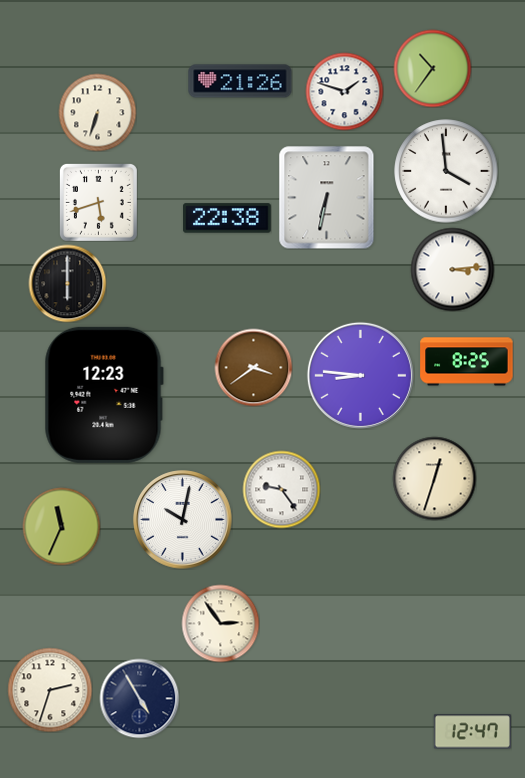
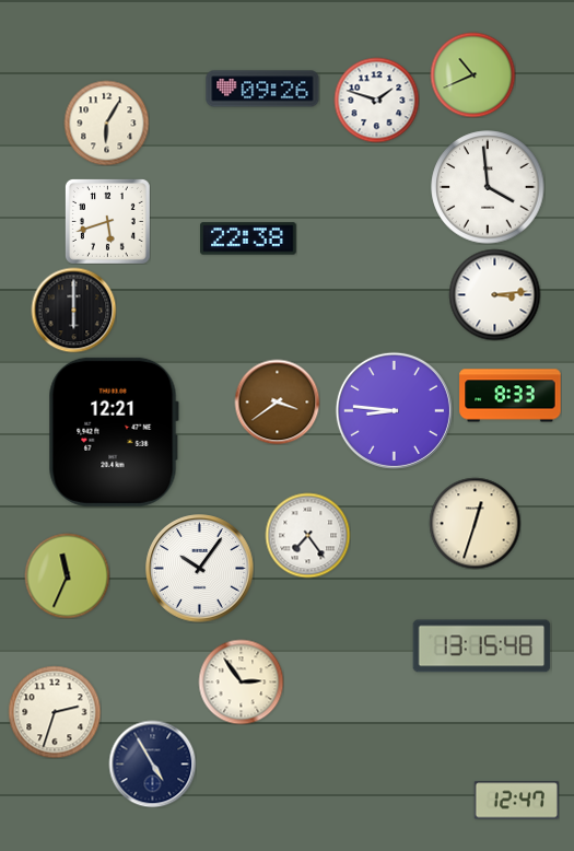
clock at (432, 68): 10:36 -> 10:41
clock at (240, 81): 21:26 -> 09:26
clock at (97, 112): 6:33 -> 6:05
clock at (327, 198): 6:32 -> none
clock at (467, 362): 8:25 -> 8:33
clock at (104, 395): 12:23 -> 12:21
clock at (281, 489): 9:24 -> 7:24
clock at (183, 520): 10:02 -> 10:06
clock at (482, 646): none -> 13:15
clock at (50, 690) position: (50, 690) -> (55, 712)
